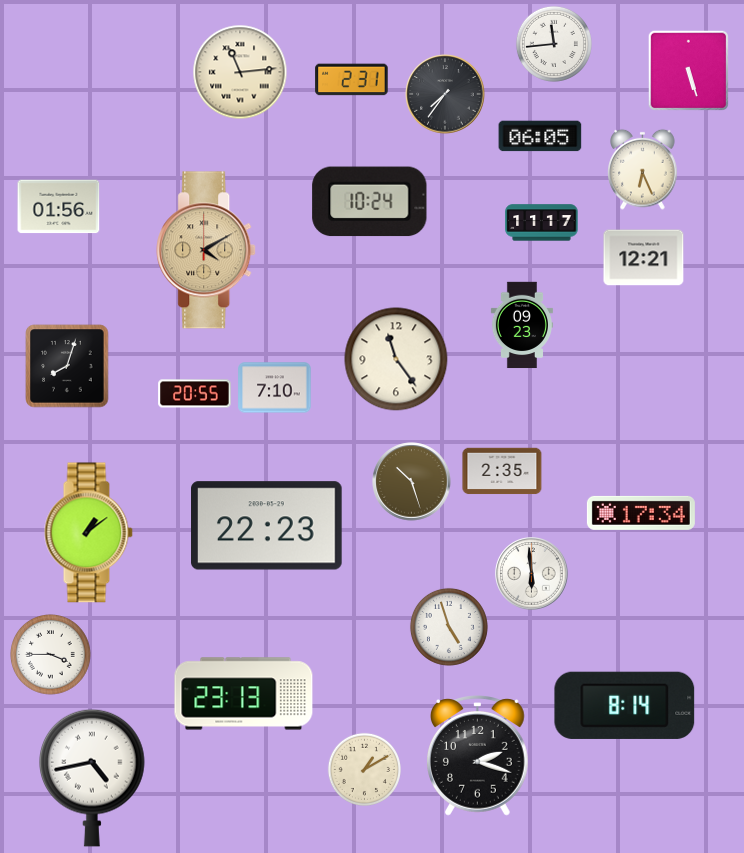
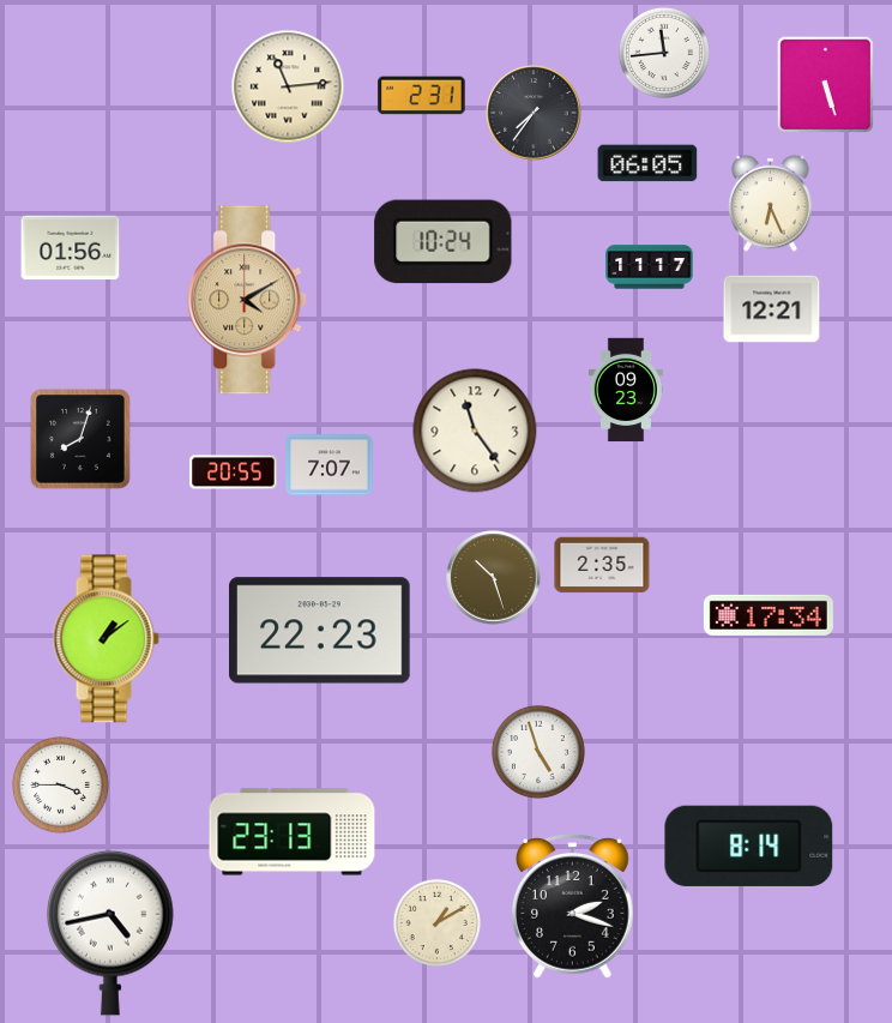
clock at (275, 388): 7:10 -> 7:07
clock at (532, 574): 5:59 -> none
